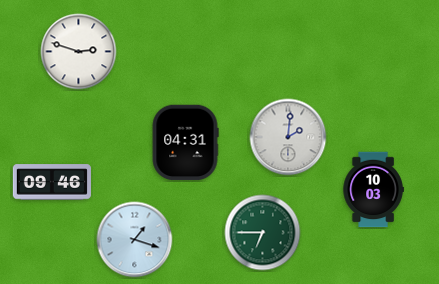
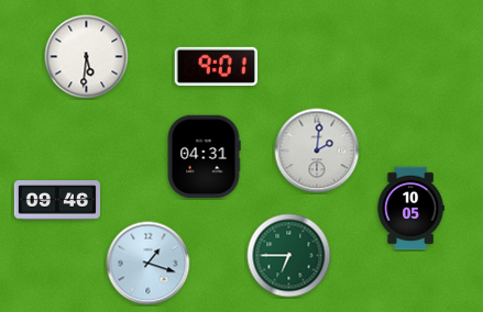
clock at (79, 52): 2:48 -> 5:31
clock at (217, 66): none -> 9:01
clock at (373, 190): 10:03 -> 10:05
